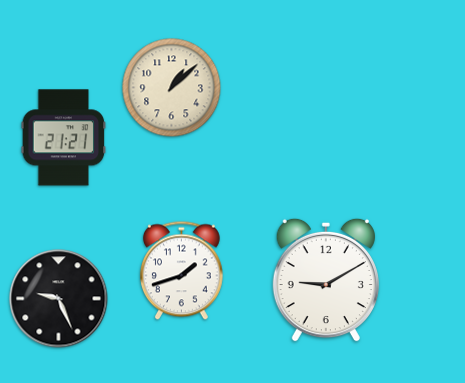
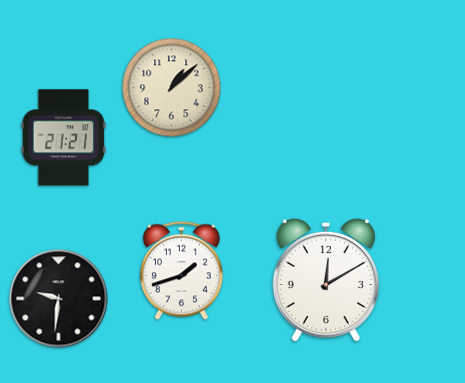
clock at (326, 280): 9:10 -> 12:10
clock at (59, 299): 9:26 -> 9:31
